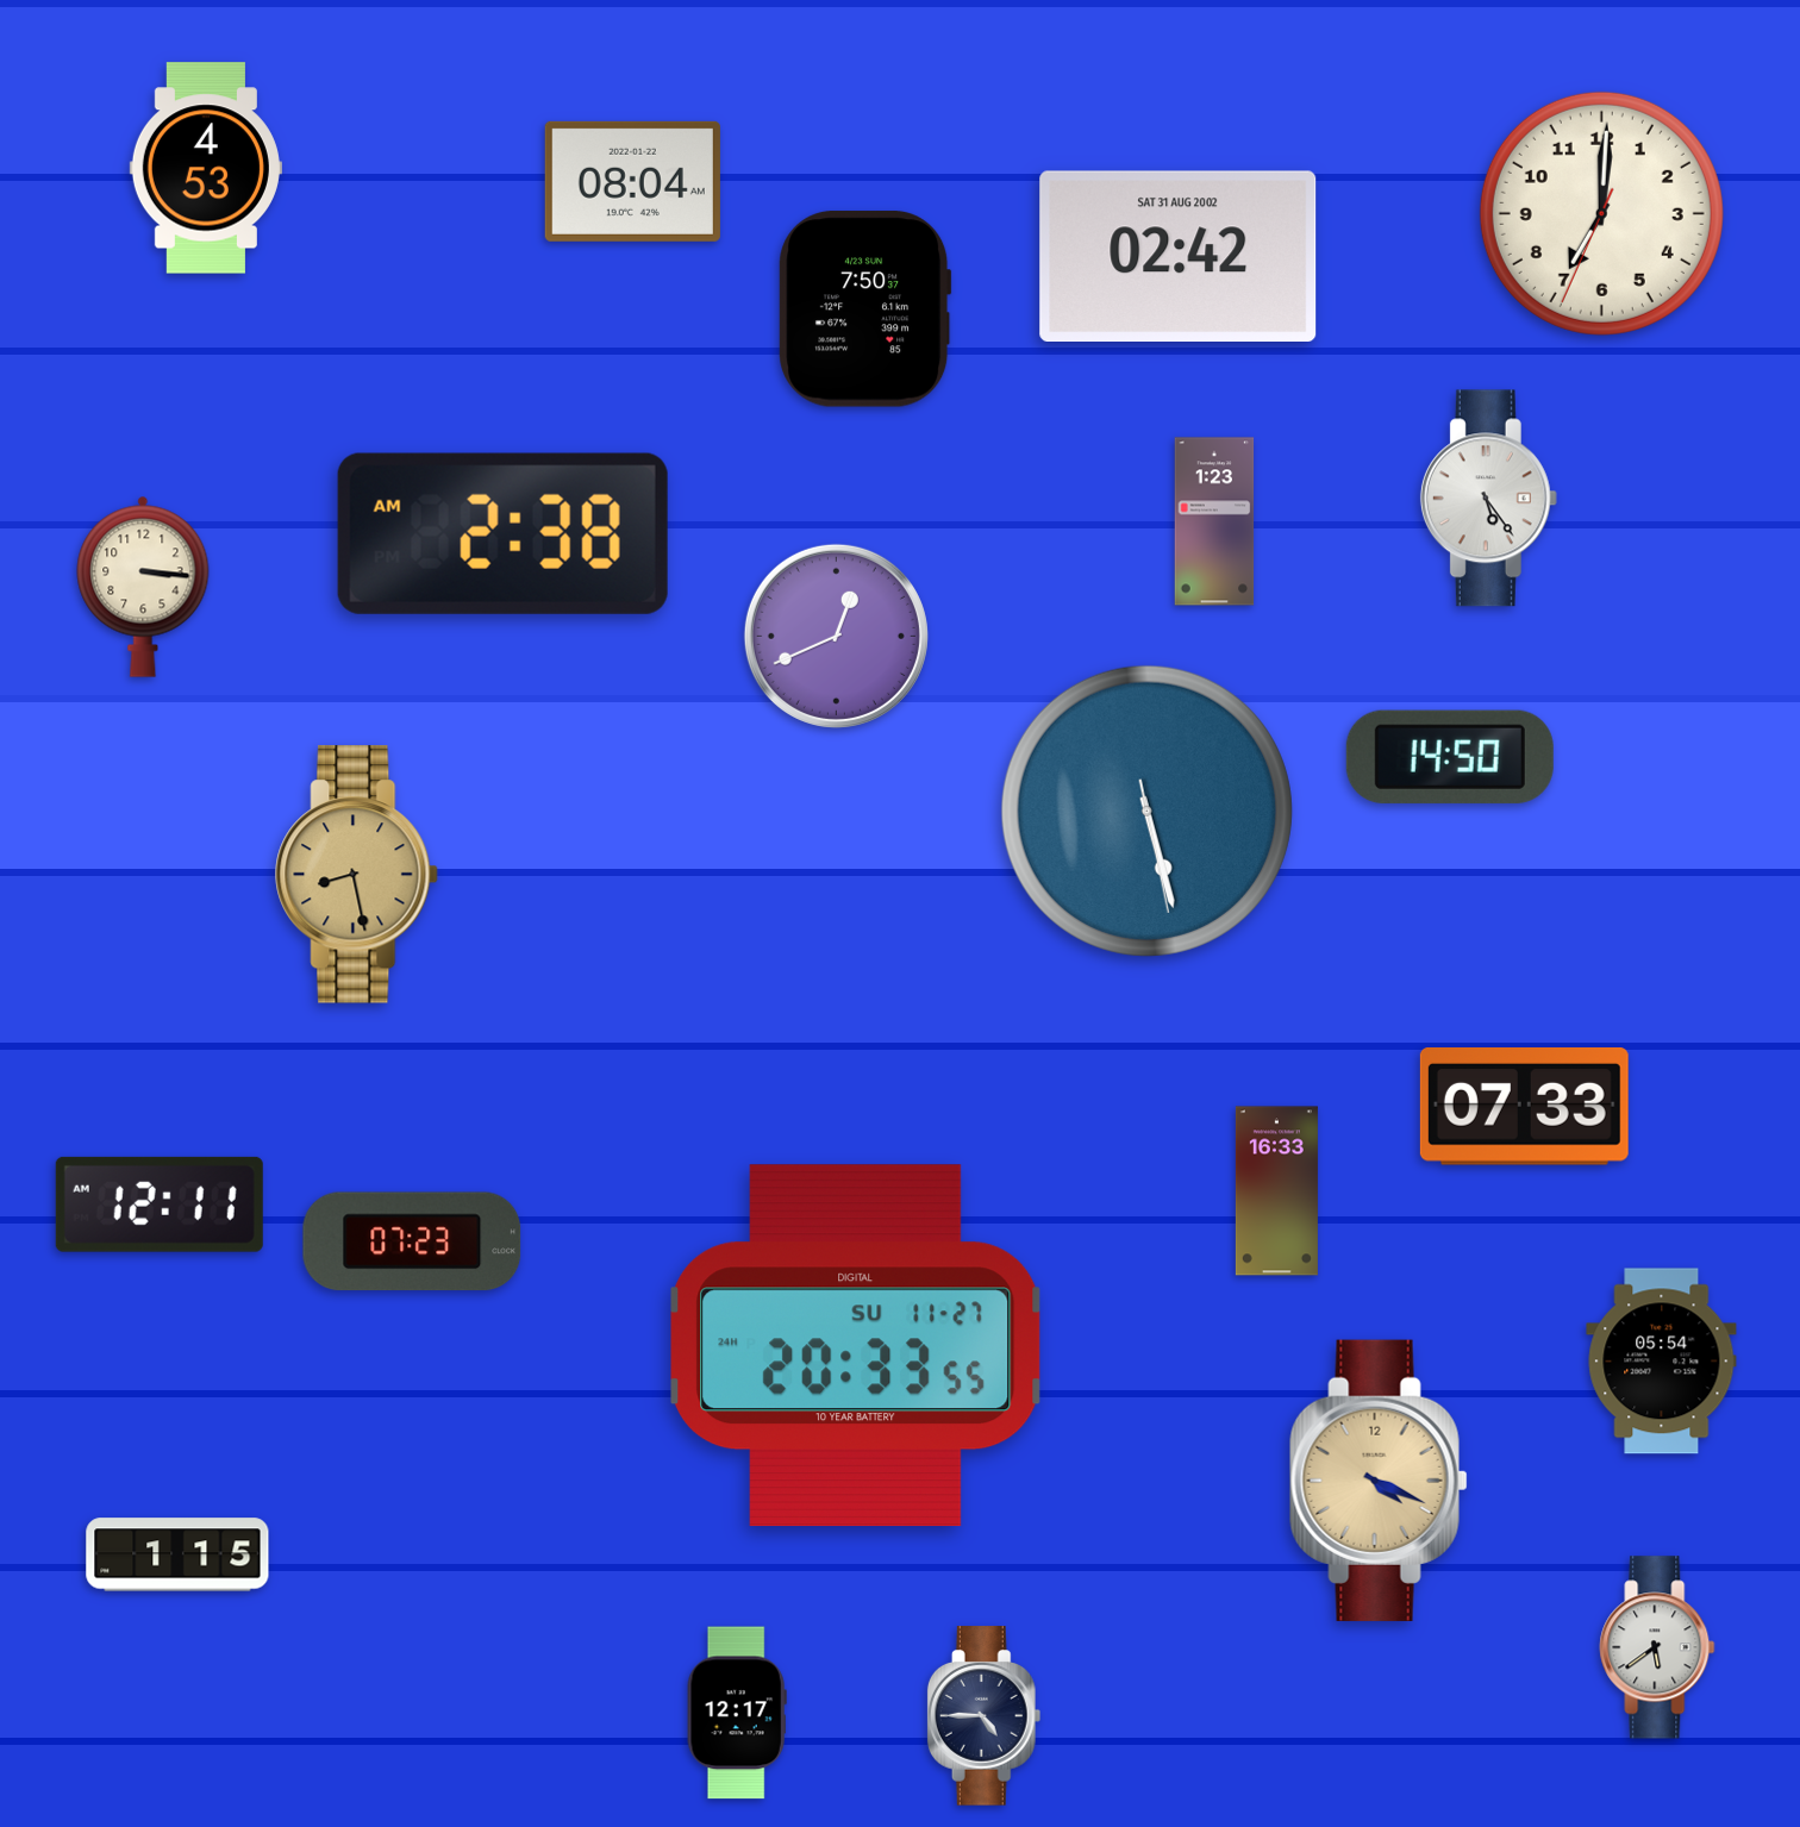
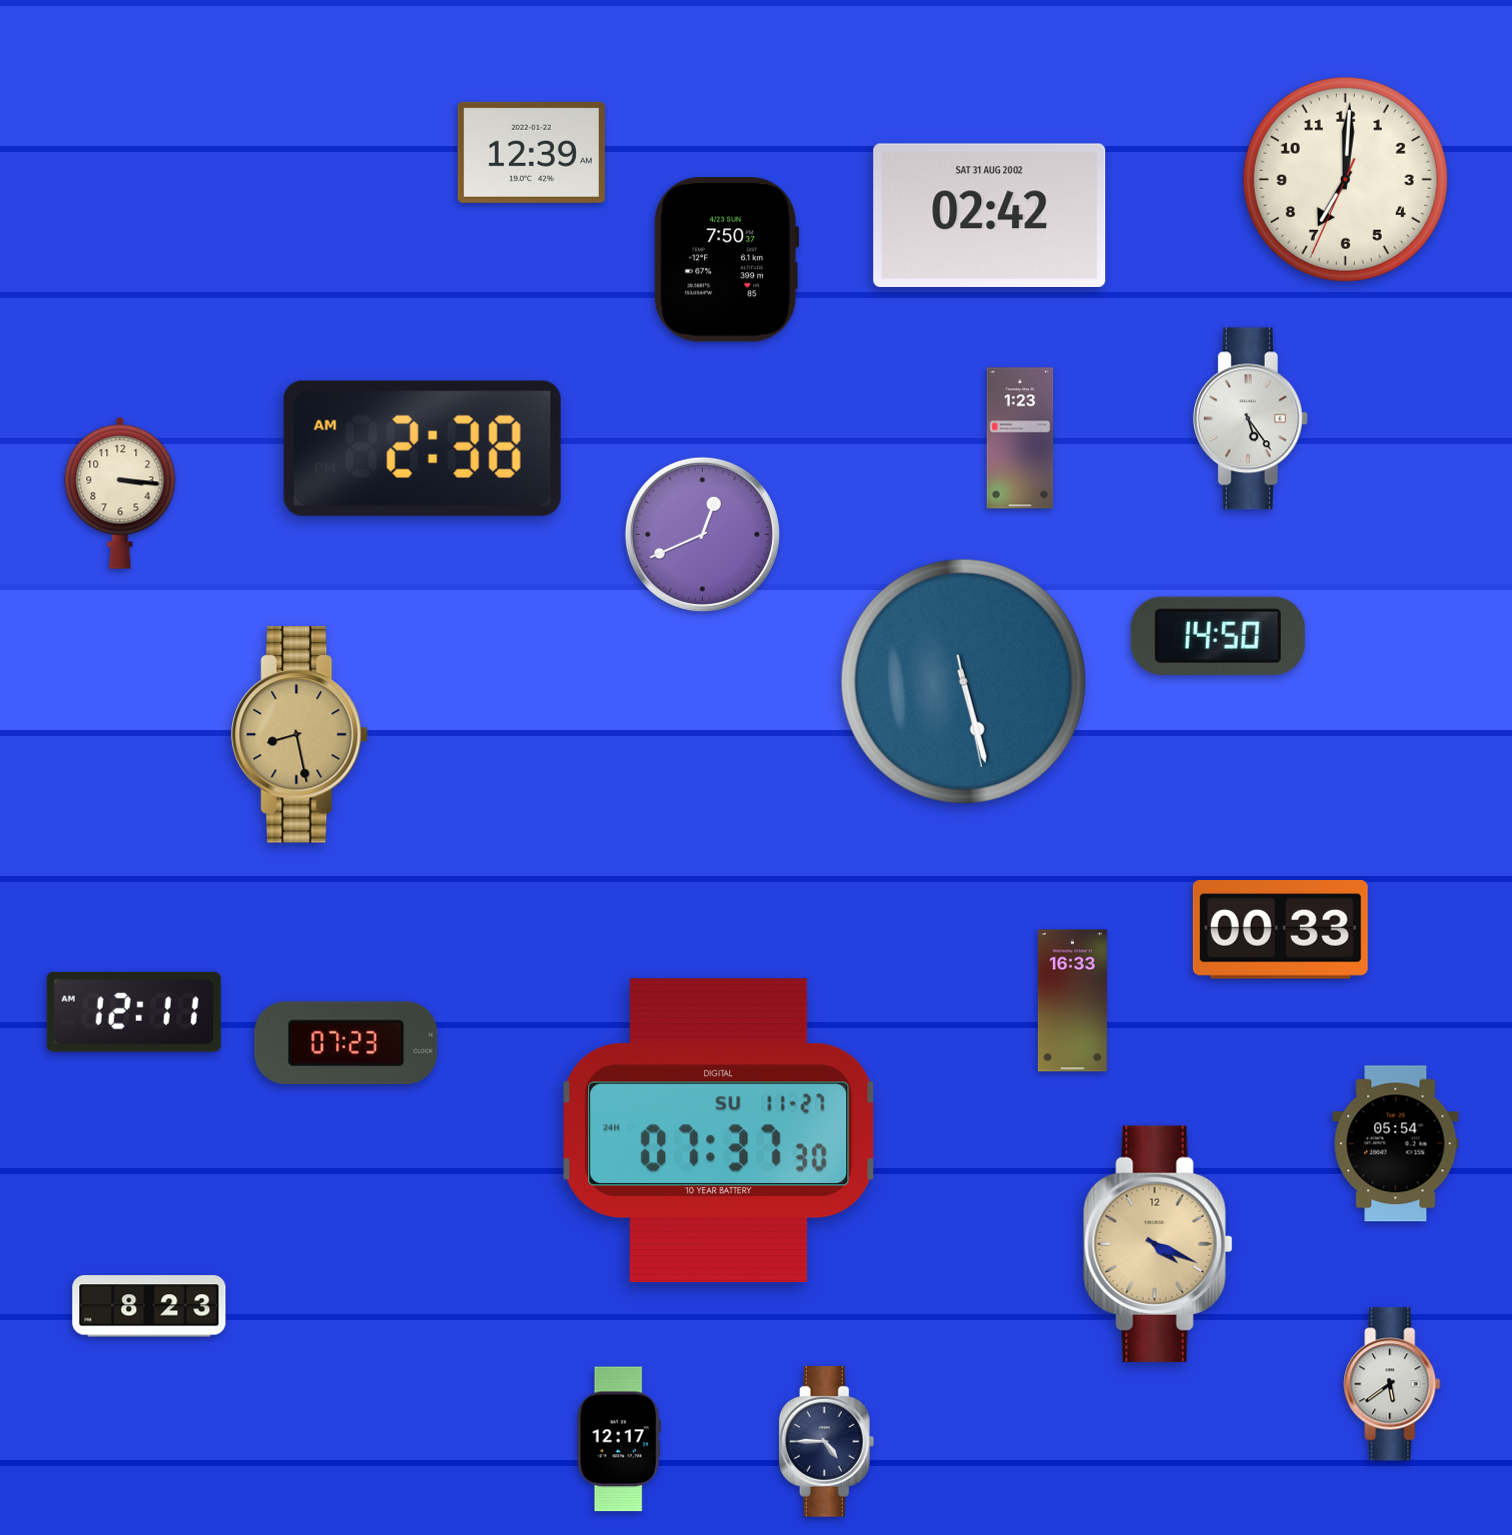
clock at (206, 168): 4:53 -> none
clock at (632, 181): 08:04 -> 12:39
clock at (1524, 1107): 07:33 -> 00:33
clock at (856, 1346): 20:33 -> 07:37
clock at (177, 1554): 1:15 -> 8:23
